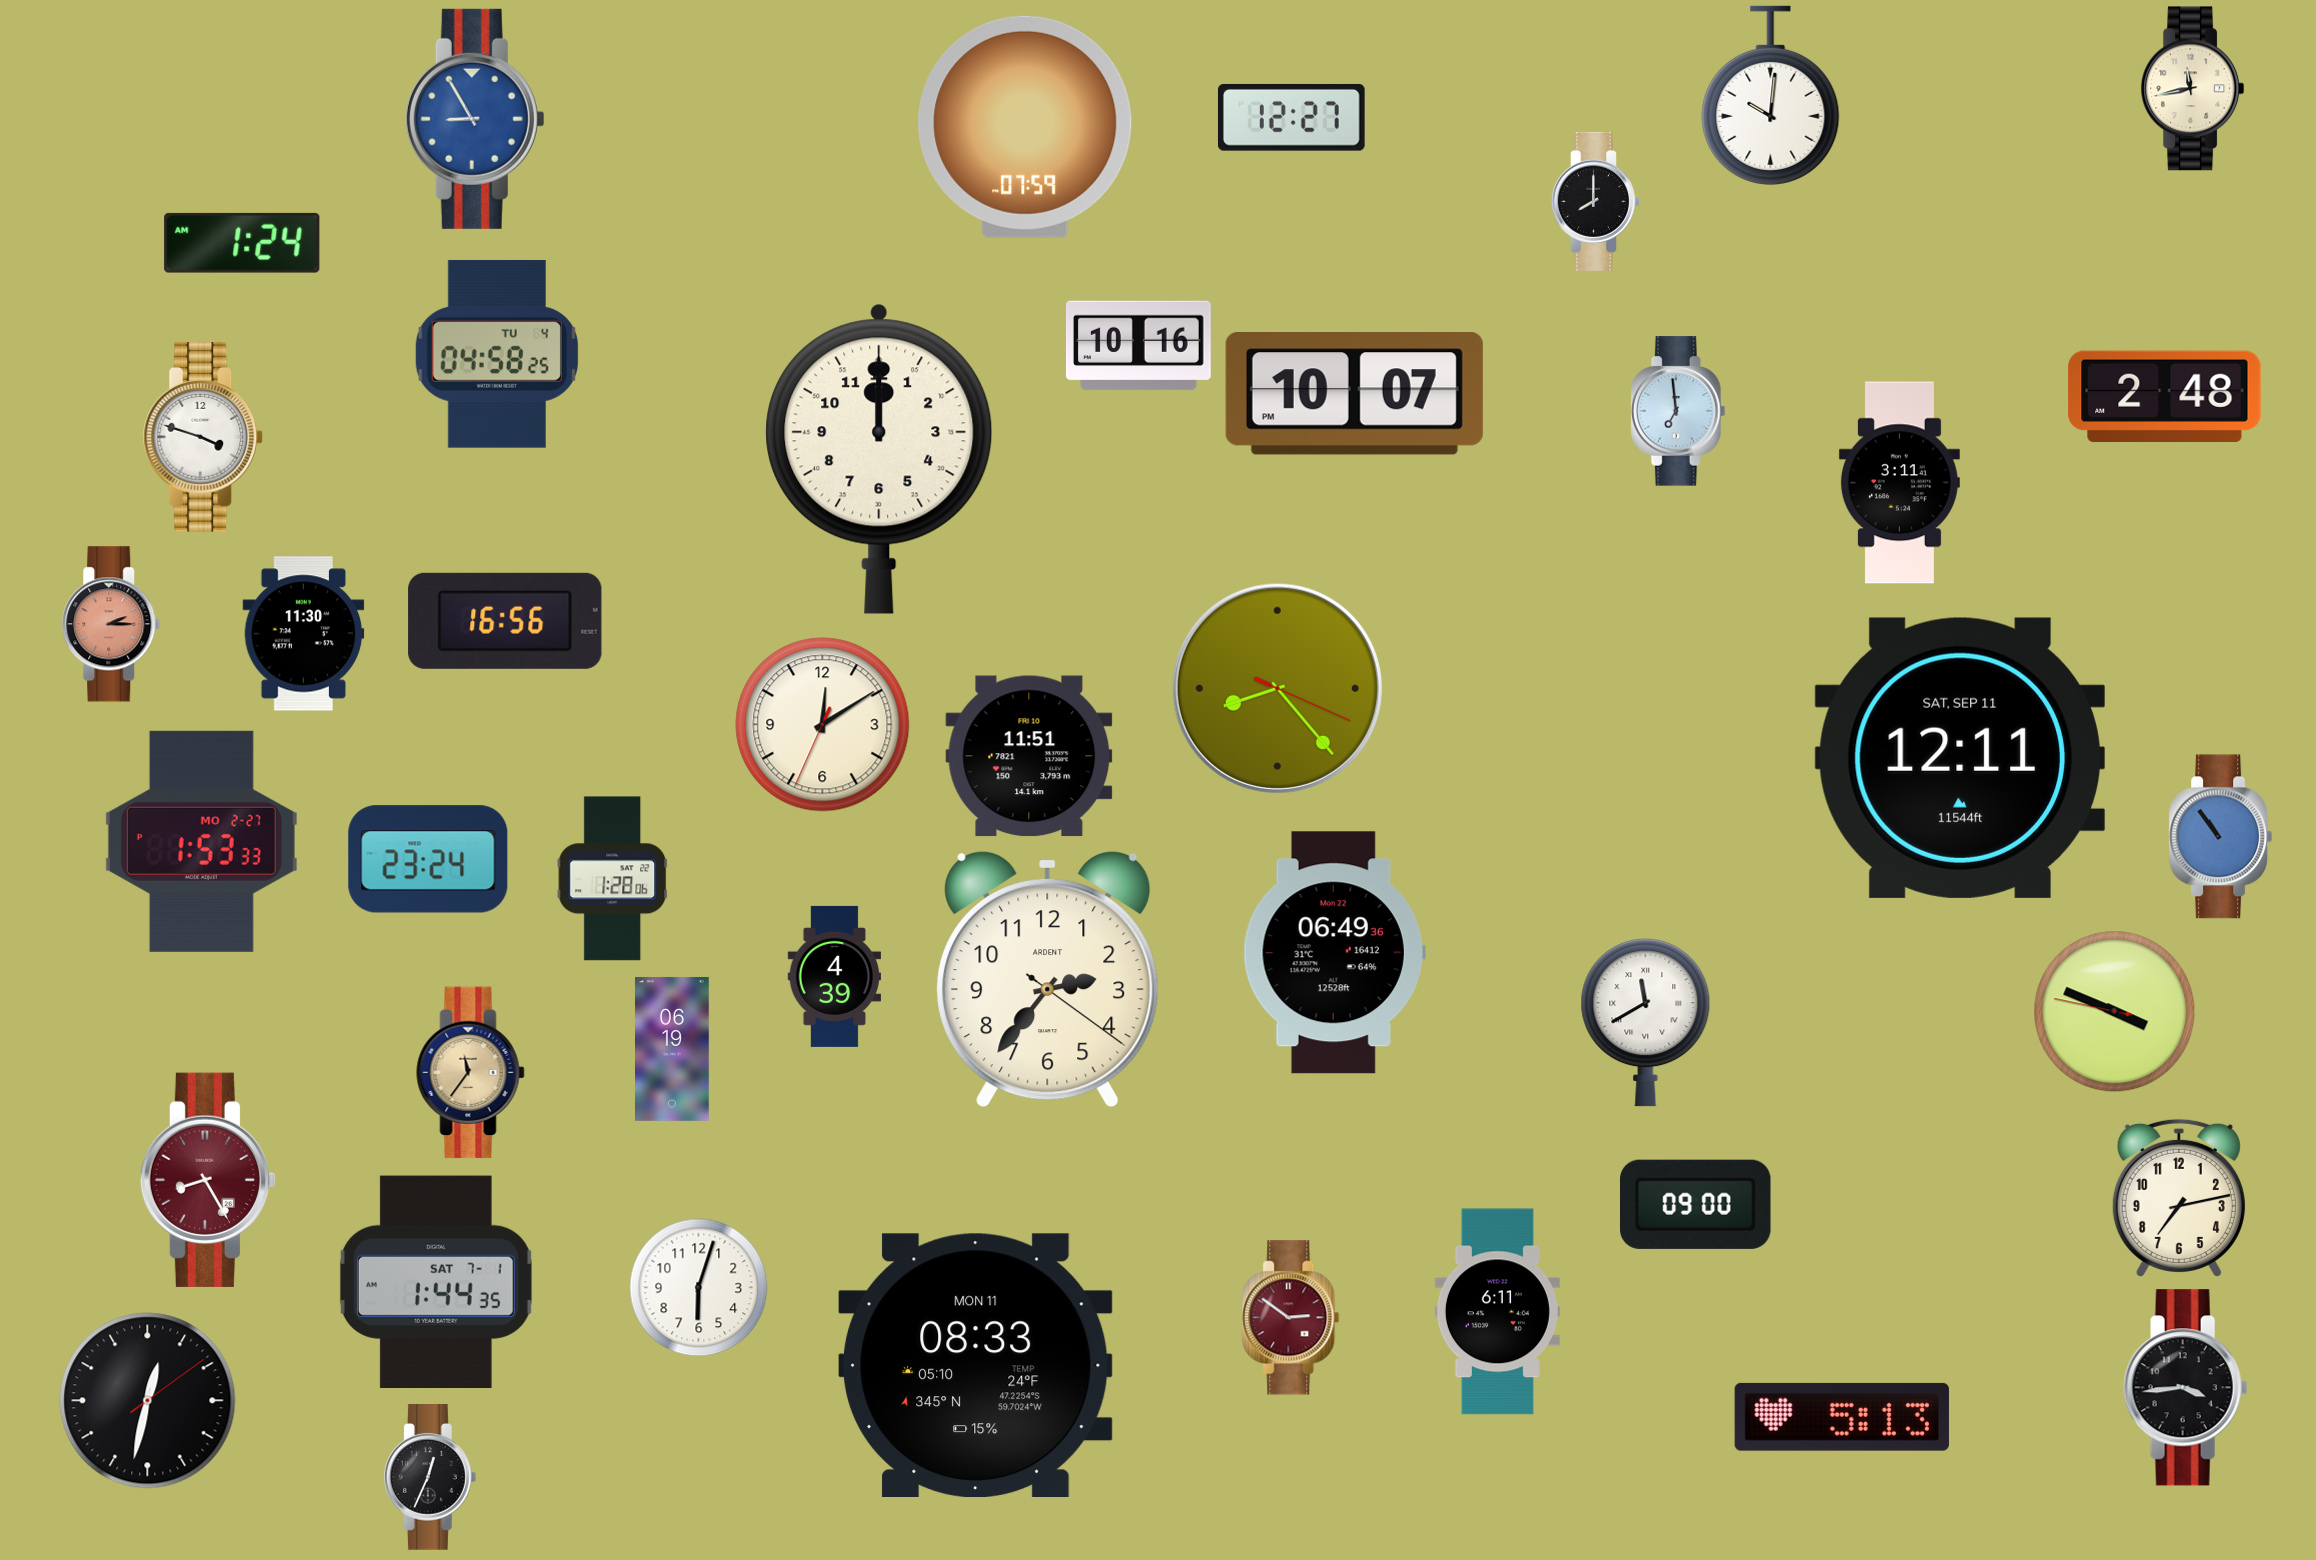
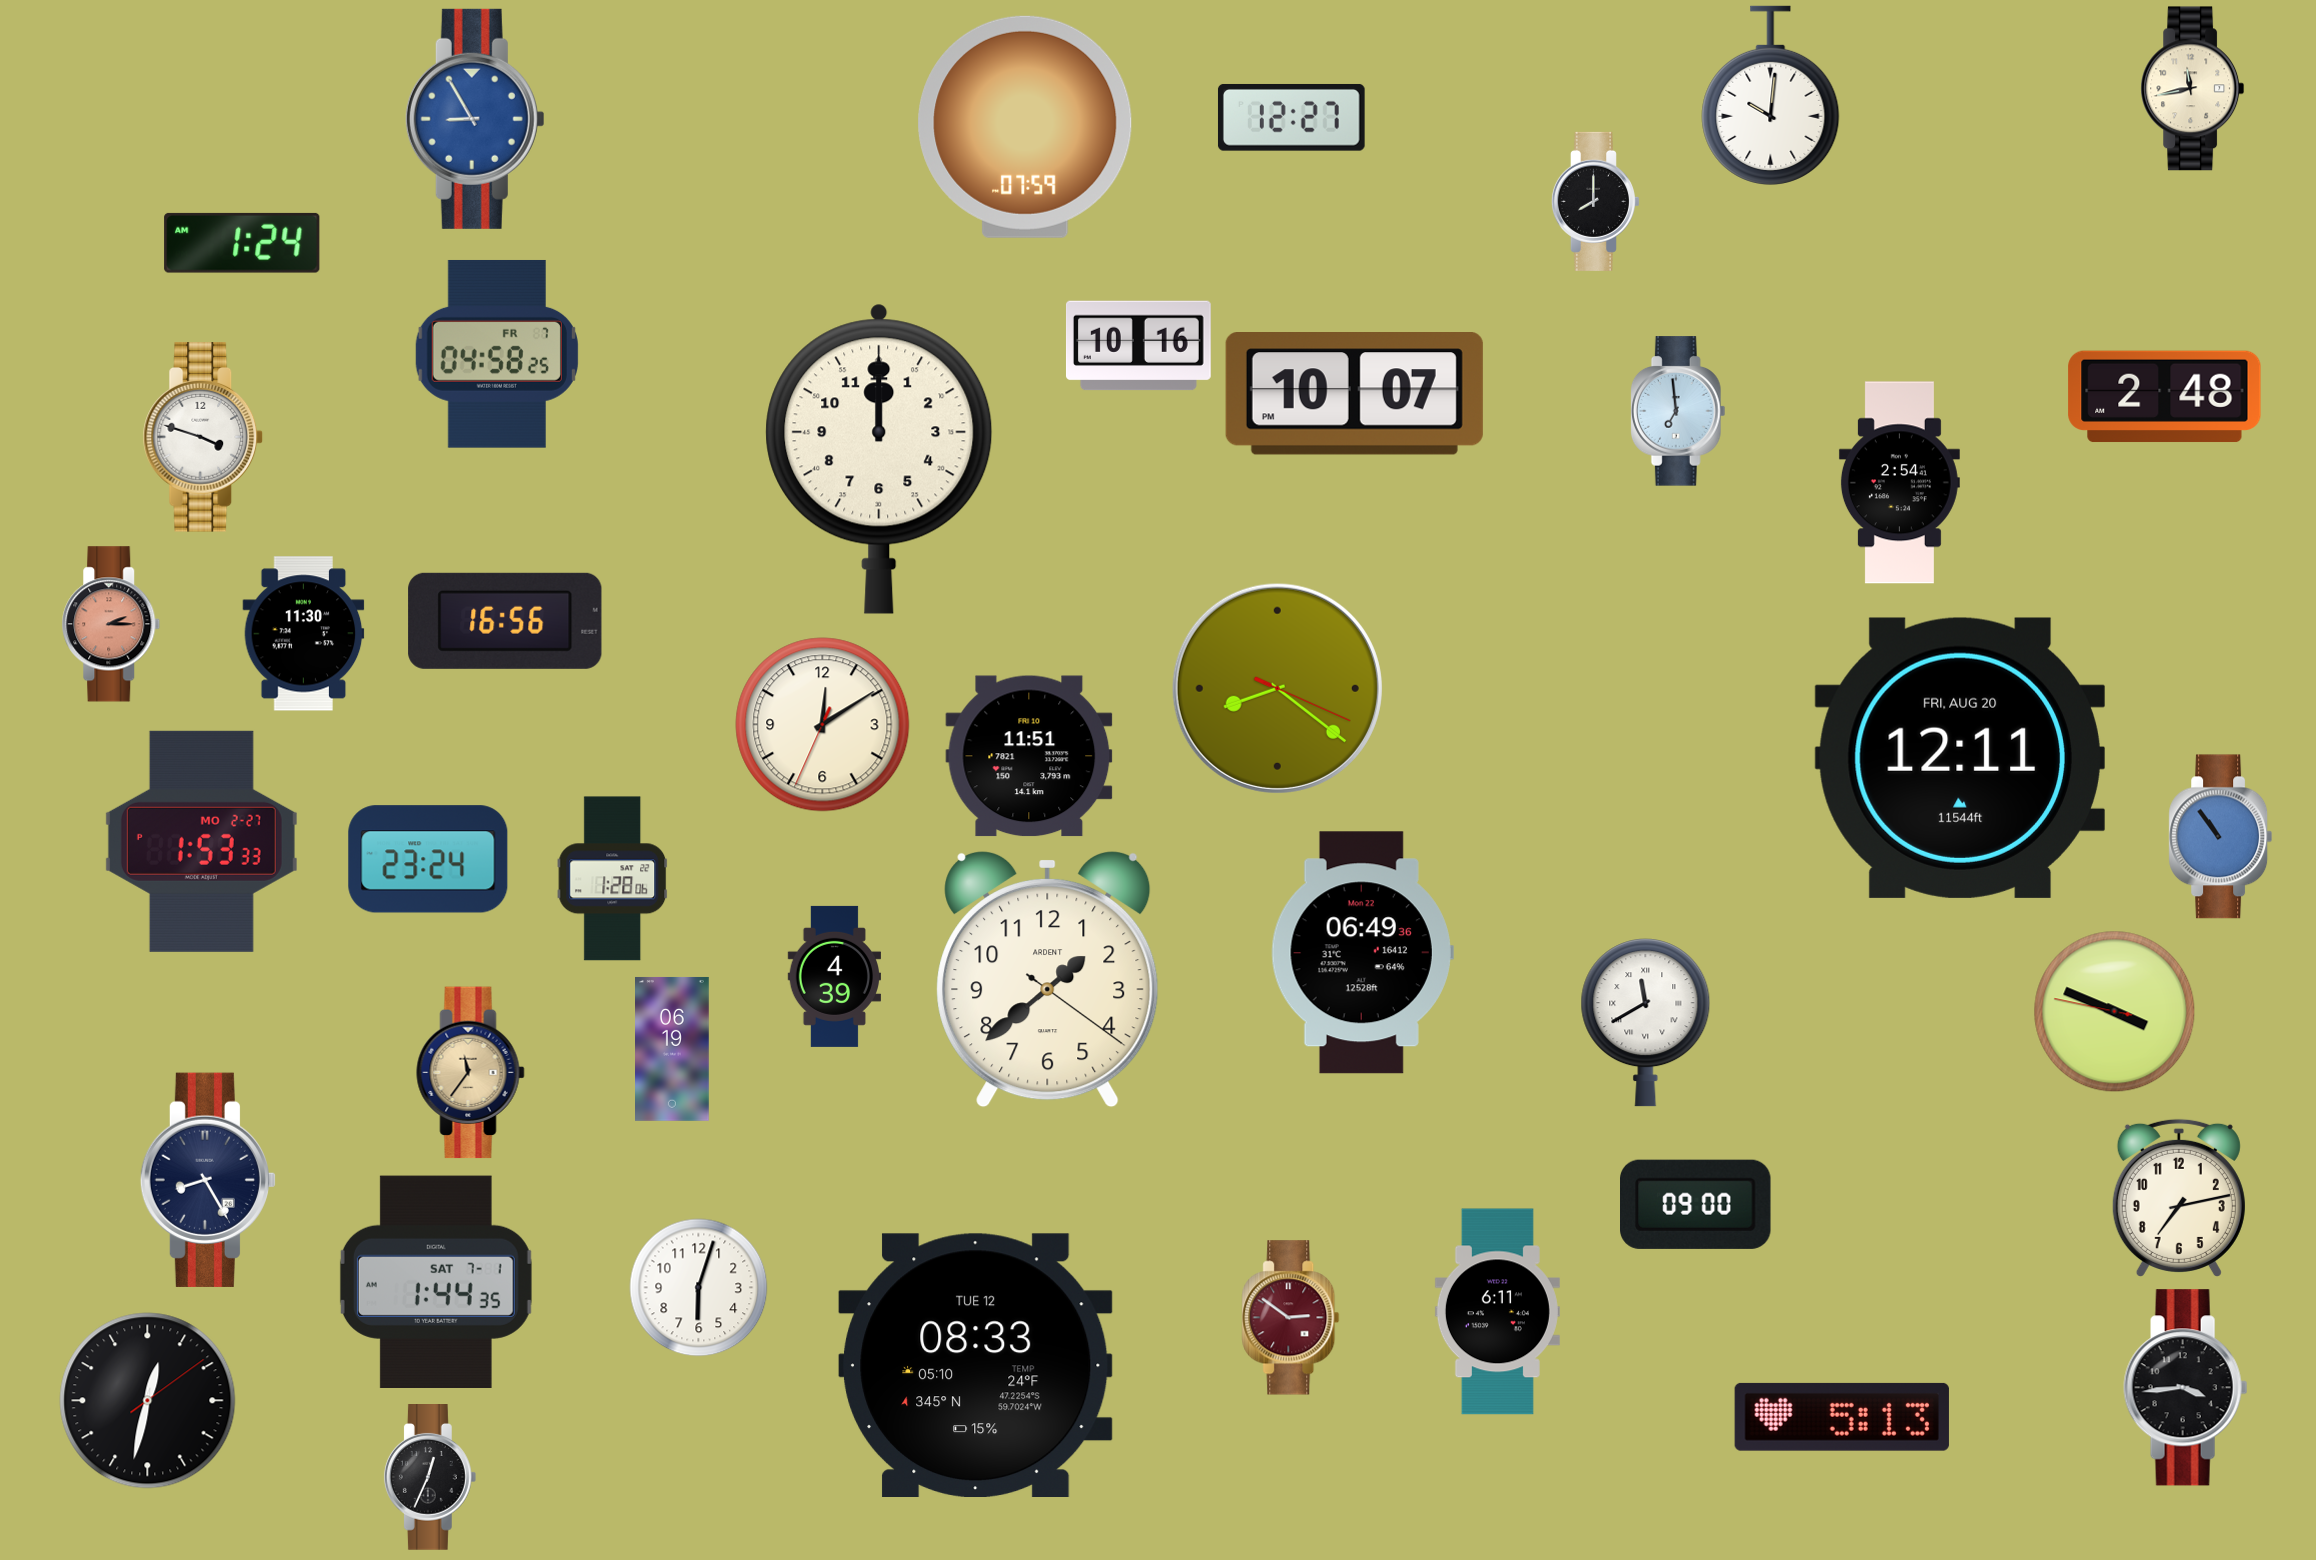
clock at (497, 354) date: TU 4 -> FR 7
clock at (1899, 483): 3:11 -> 2:54
clock at (1277, 688): 8:23 -> 8:21
clock at (1960, 758) date: SAT, SEP 11 -> FRI, AUG 20
clock at (1334, 953) position: (1334, 953) -> (1362, 953)
clock at (1048, 979): 2:36 -> 1:38
clock at (208, 1180) dial: burgundy -> navy
clock at (976, 1365) date: MON 11 -> TUE 12
